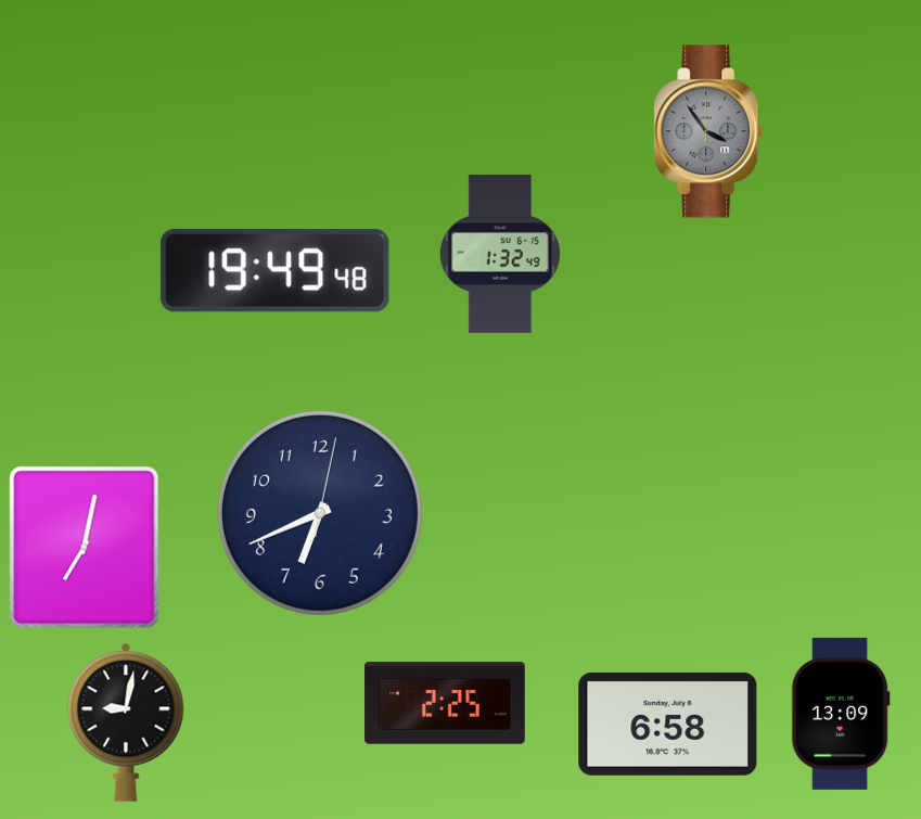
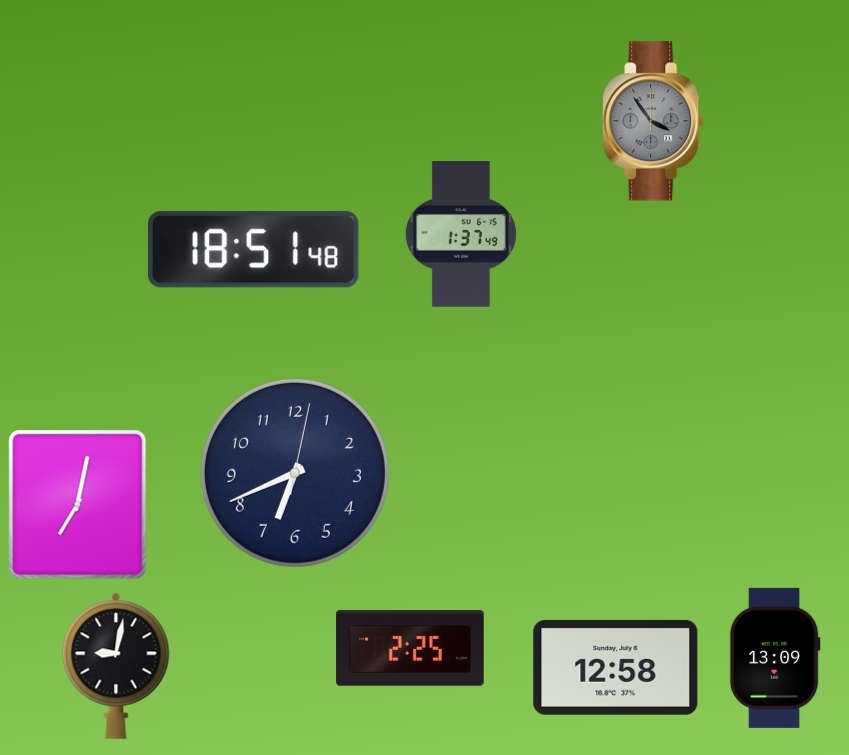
clock at (500, 254): 1:32 -> 1:37
clock at (276, 271): 19:49 -> 18:51
clock at (668, 724): 6:58 -> 12:58
